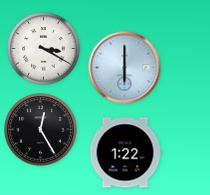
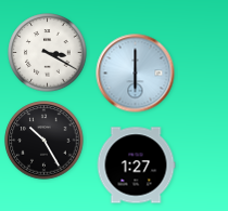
clock at (41, 130): 12:25 -> 10:25
clock at (125, 153): 1:22 -> 1:27
